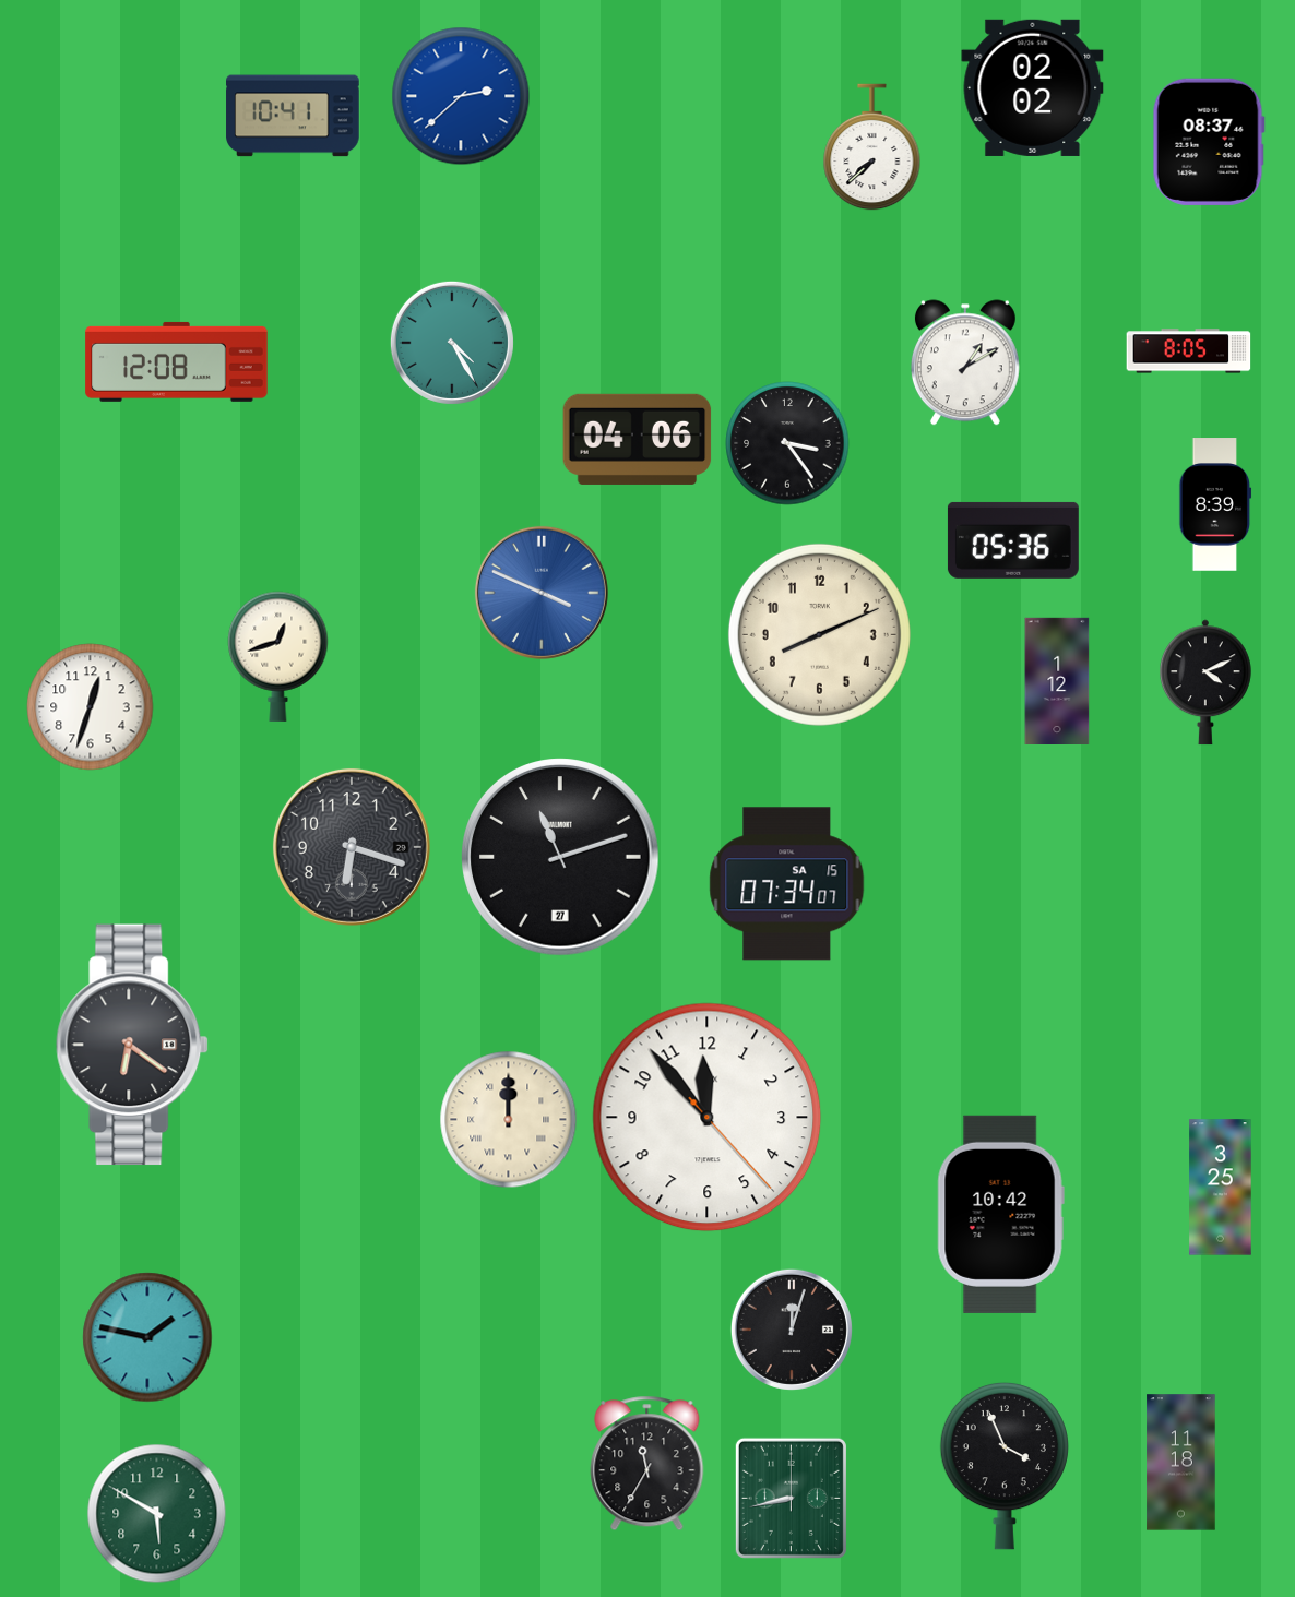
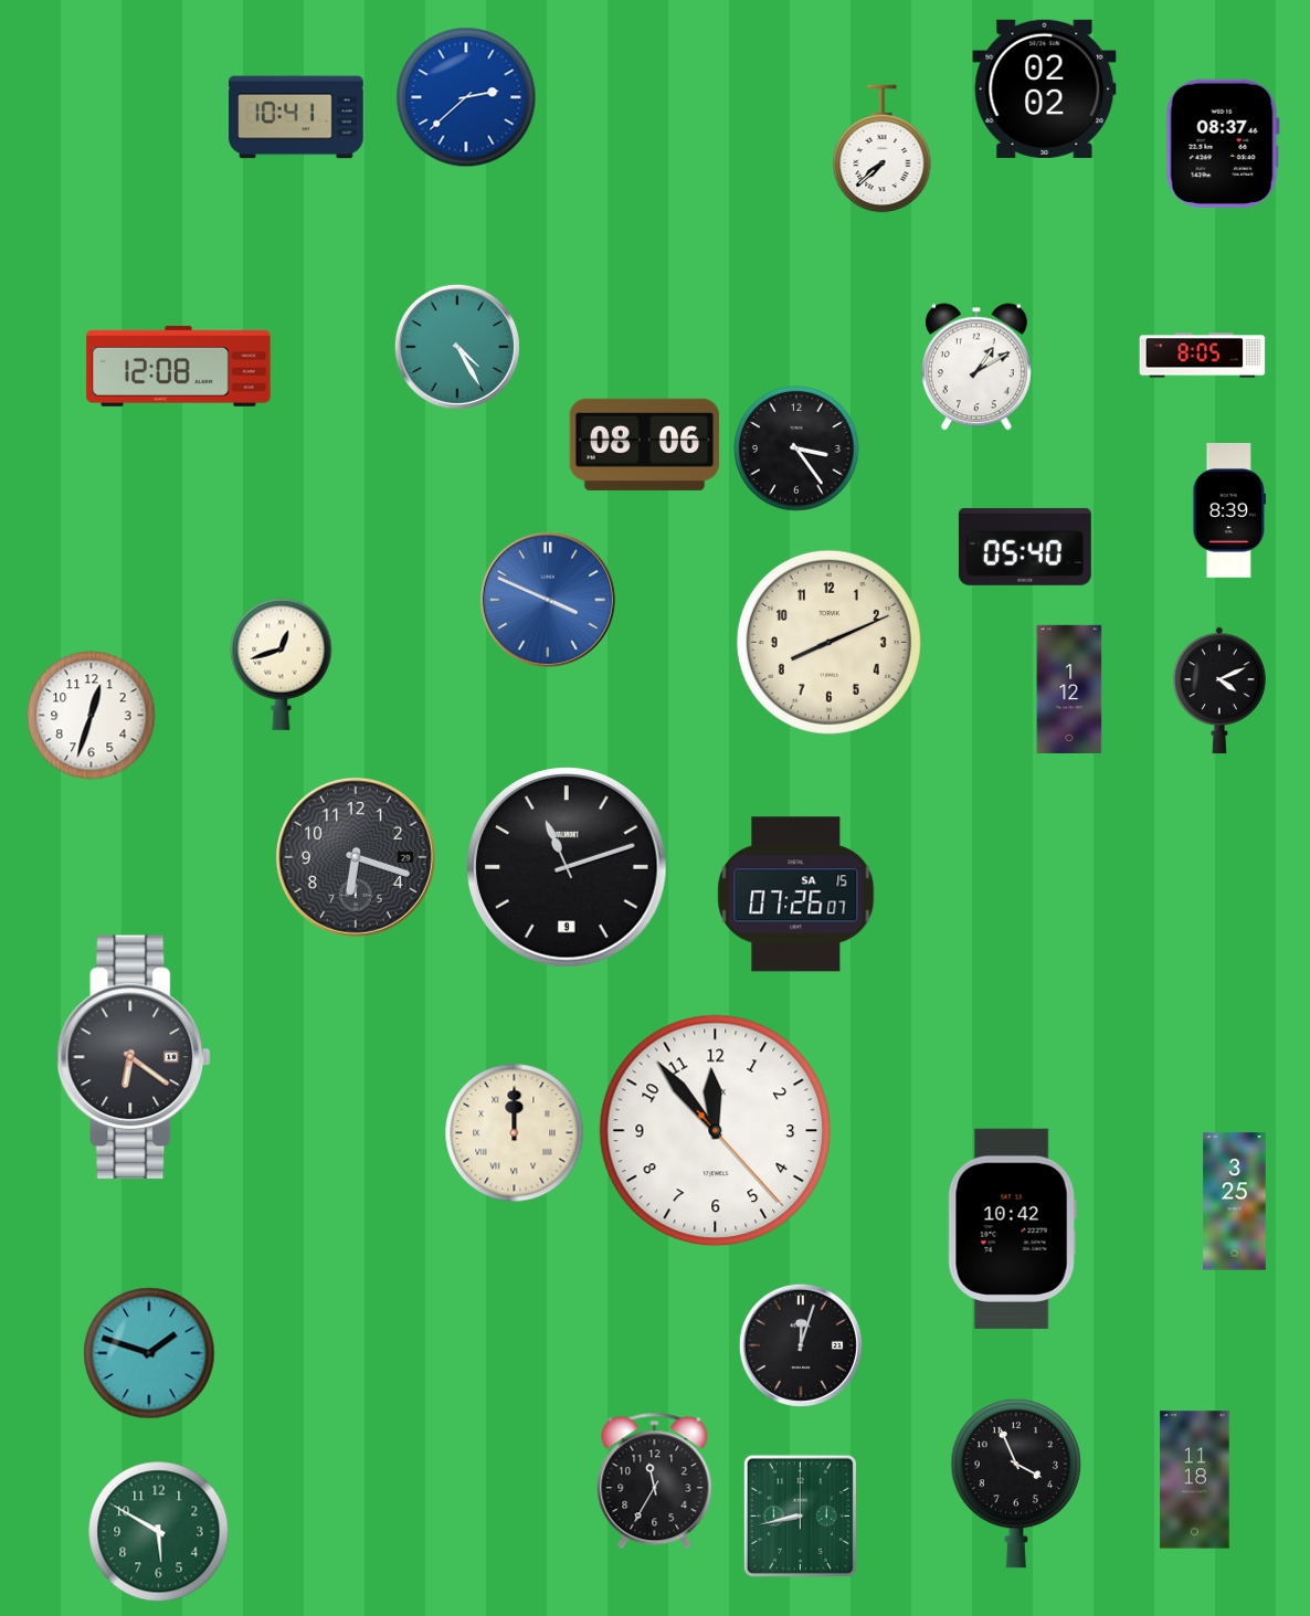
clock at (638, 439): 04:06 -> 08:06
clock at (1013, 540): 05:36 -> 05:40
clock at (560, 857) date: 27 -> 9
clock at (787, 884): 07:34 -> 07:26
clock at (147, 1337): 1:47 -> 1:48
